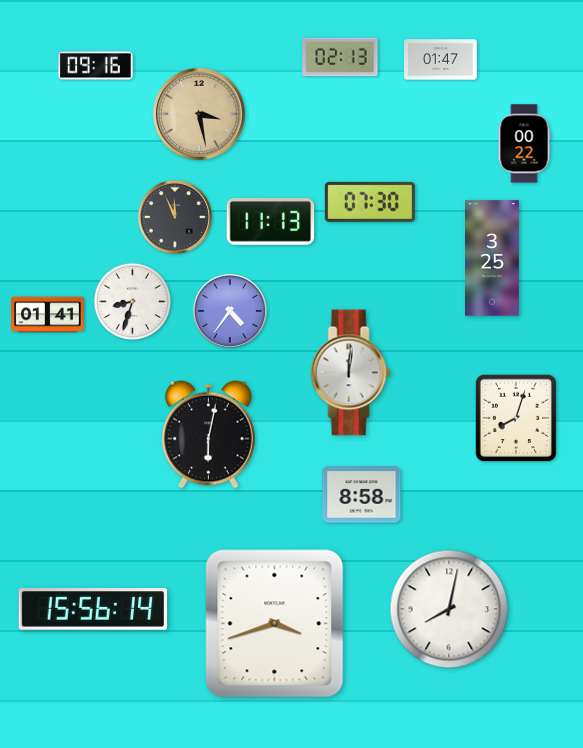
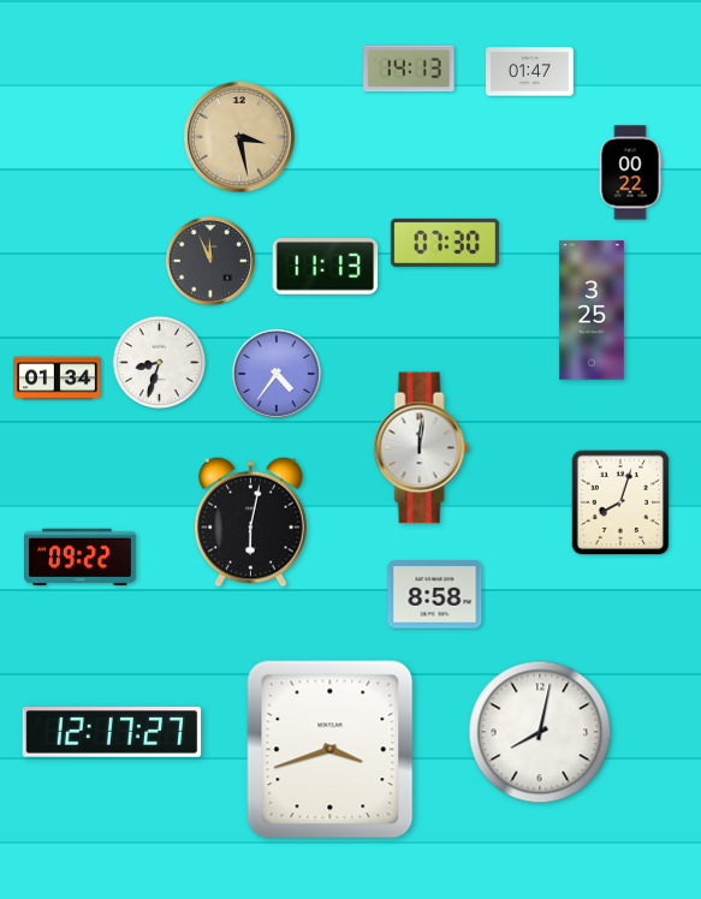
clock at (340, 57): 02:13 -> 14:13
clock at (96, 66): 09:16 -> none
clock at (48, 315): 01:41 -> 01:34
clock at (81, 558): none -> 09:22
clock at (93, 609): 15:56 -> 12:17
